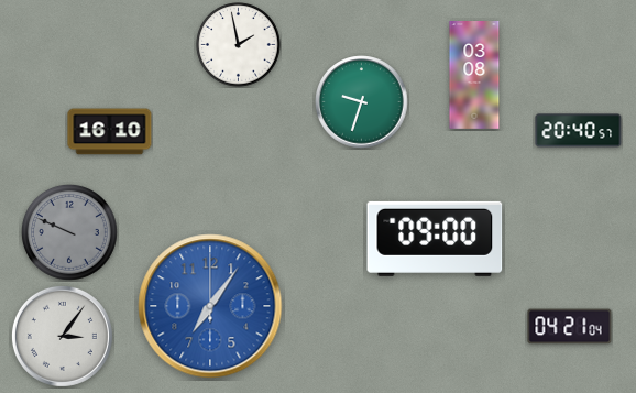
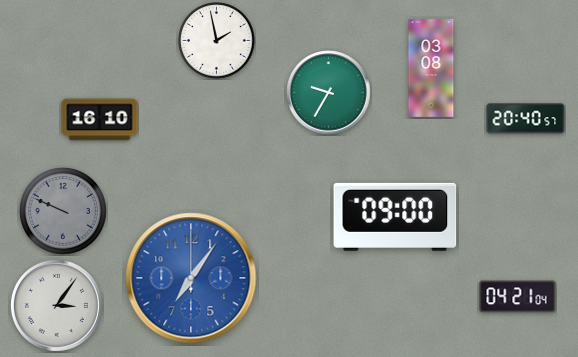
clock at (362, 102): 9:33 -> 9:35
